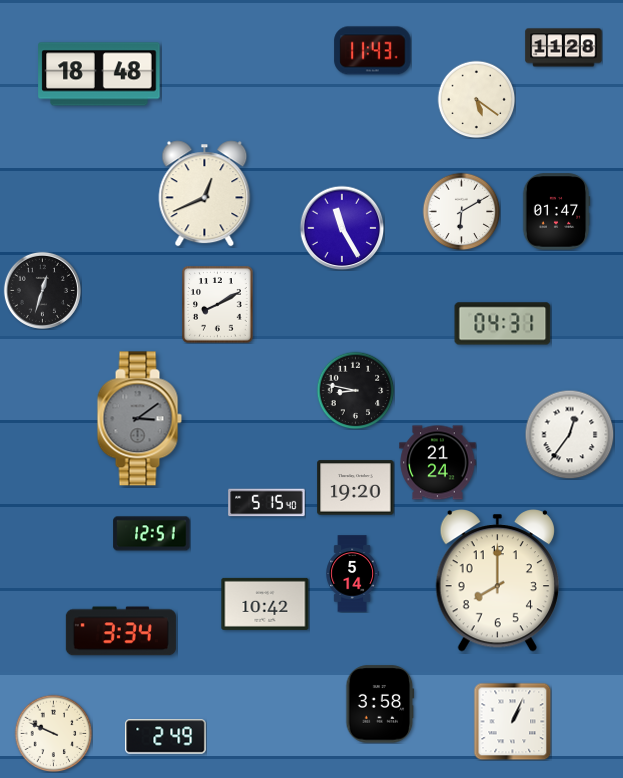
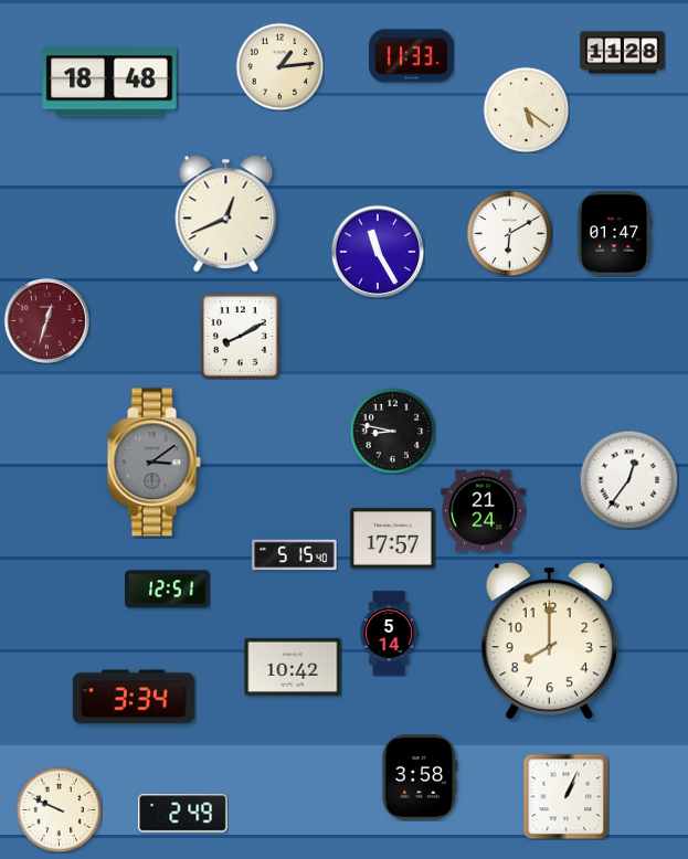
clock at (373, 51): 11:43 -> 11:33
clock at (279, 66): none -> 1:14
clock at (42, 290) dial: black -> burgundy
clock at (503, 324): 04:31 -> none
clock at (356, 488): 19:20 -> 17:57
